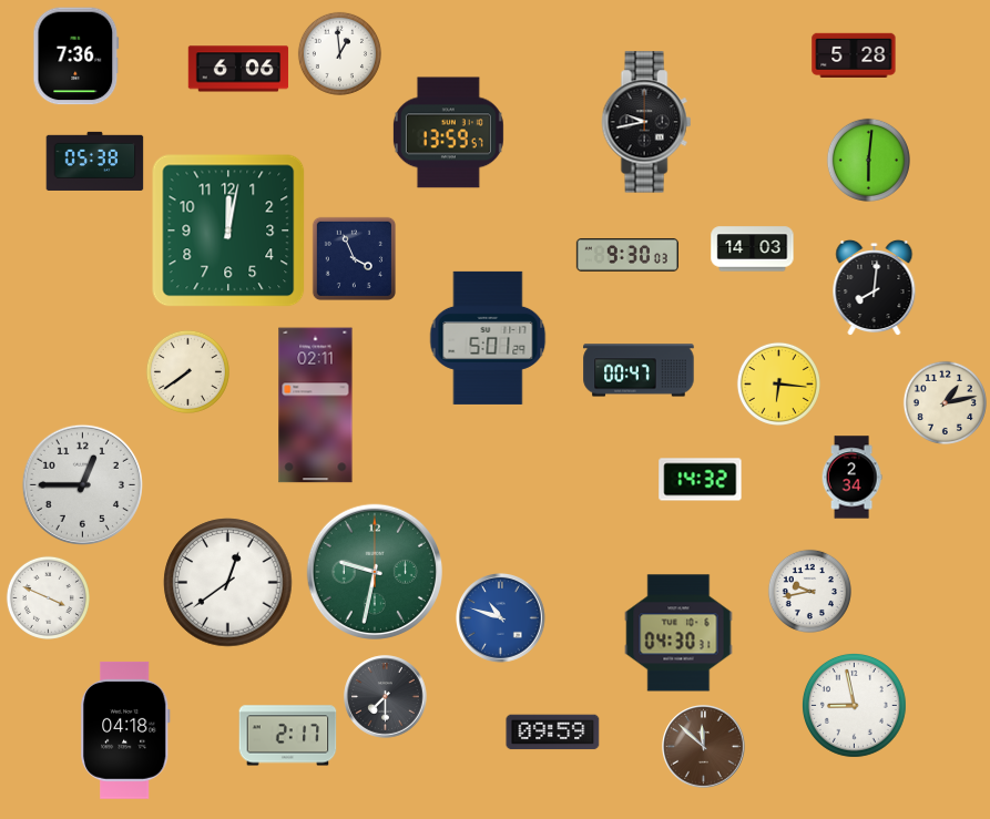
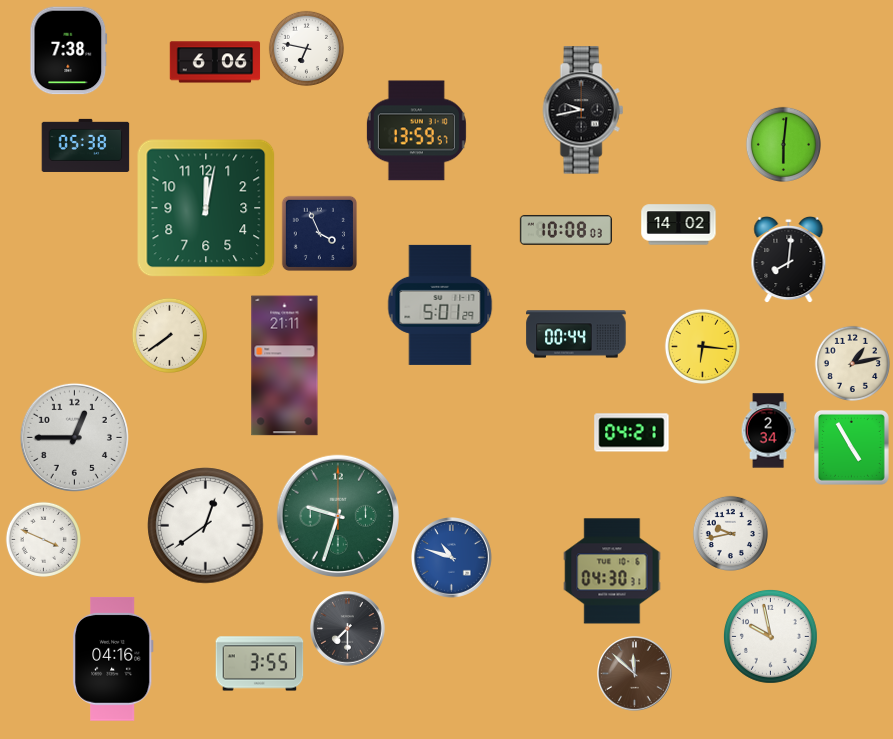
clock at (339, 53): 12:59 -> 6:47
clock at (854, 54): 5:28 -> none
clock at (76, 57): 7:36 -> 7:38
clock at (448, 133) position: (448, 133) -> (416, 131)
clock at (753, 249): 14:03 -> 14:02
clock at (627, 255): 9:30 -> 10:08
clock at (639, 370): 00:47 -> 00:44
clock at (316, 406): 02:11 -> 21:11
clock at (701, 480): 14:32 -> 04:21
clock at (851, 447): none -> 4:55
clock at (375, 572): 9:32 -> 9:33
clock at (854, 705): 8:58 -> 9:58
clock at (125, 730): 04:18 -> 04:16
clock at (553, 733): 09:59 -> none
clock at (288, 736): 2:17 -> 3:55
